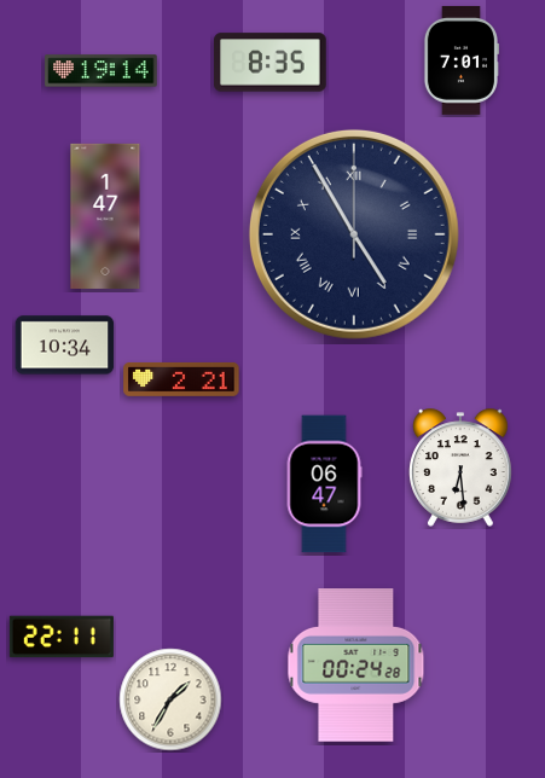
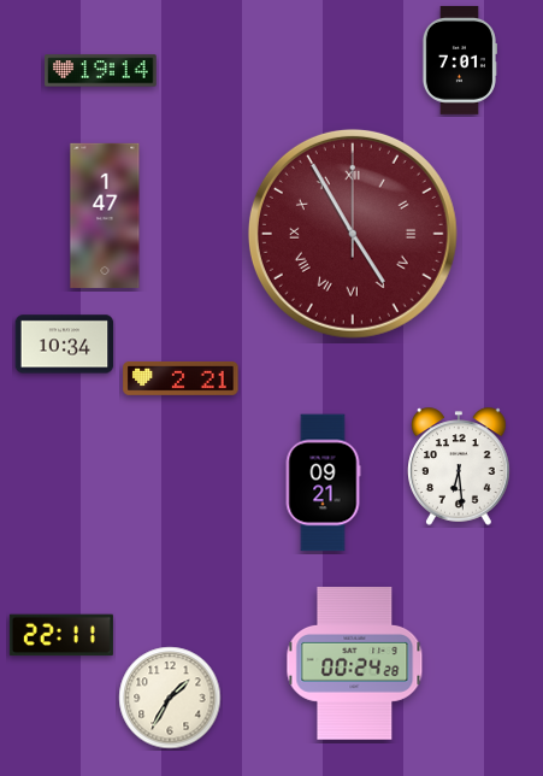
clock at (271, 63): 8:35 -> none
clock at (354, 234) dial: navy -> burgundy
clock at (324, 484): 06:47 -> 09:21
